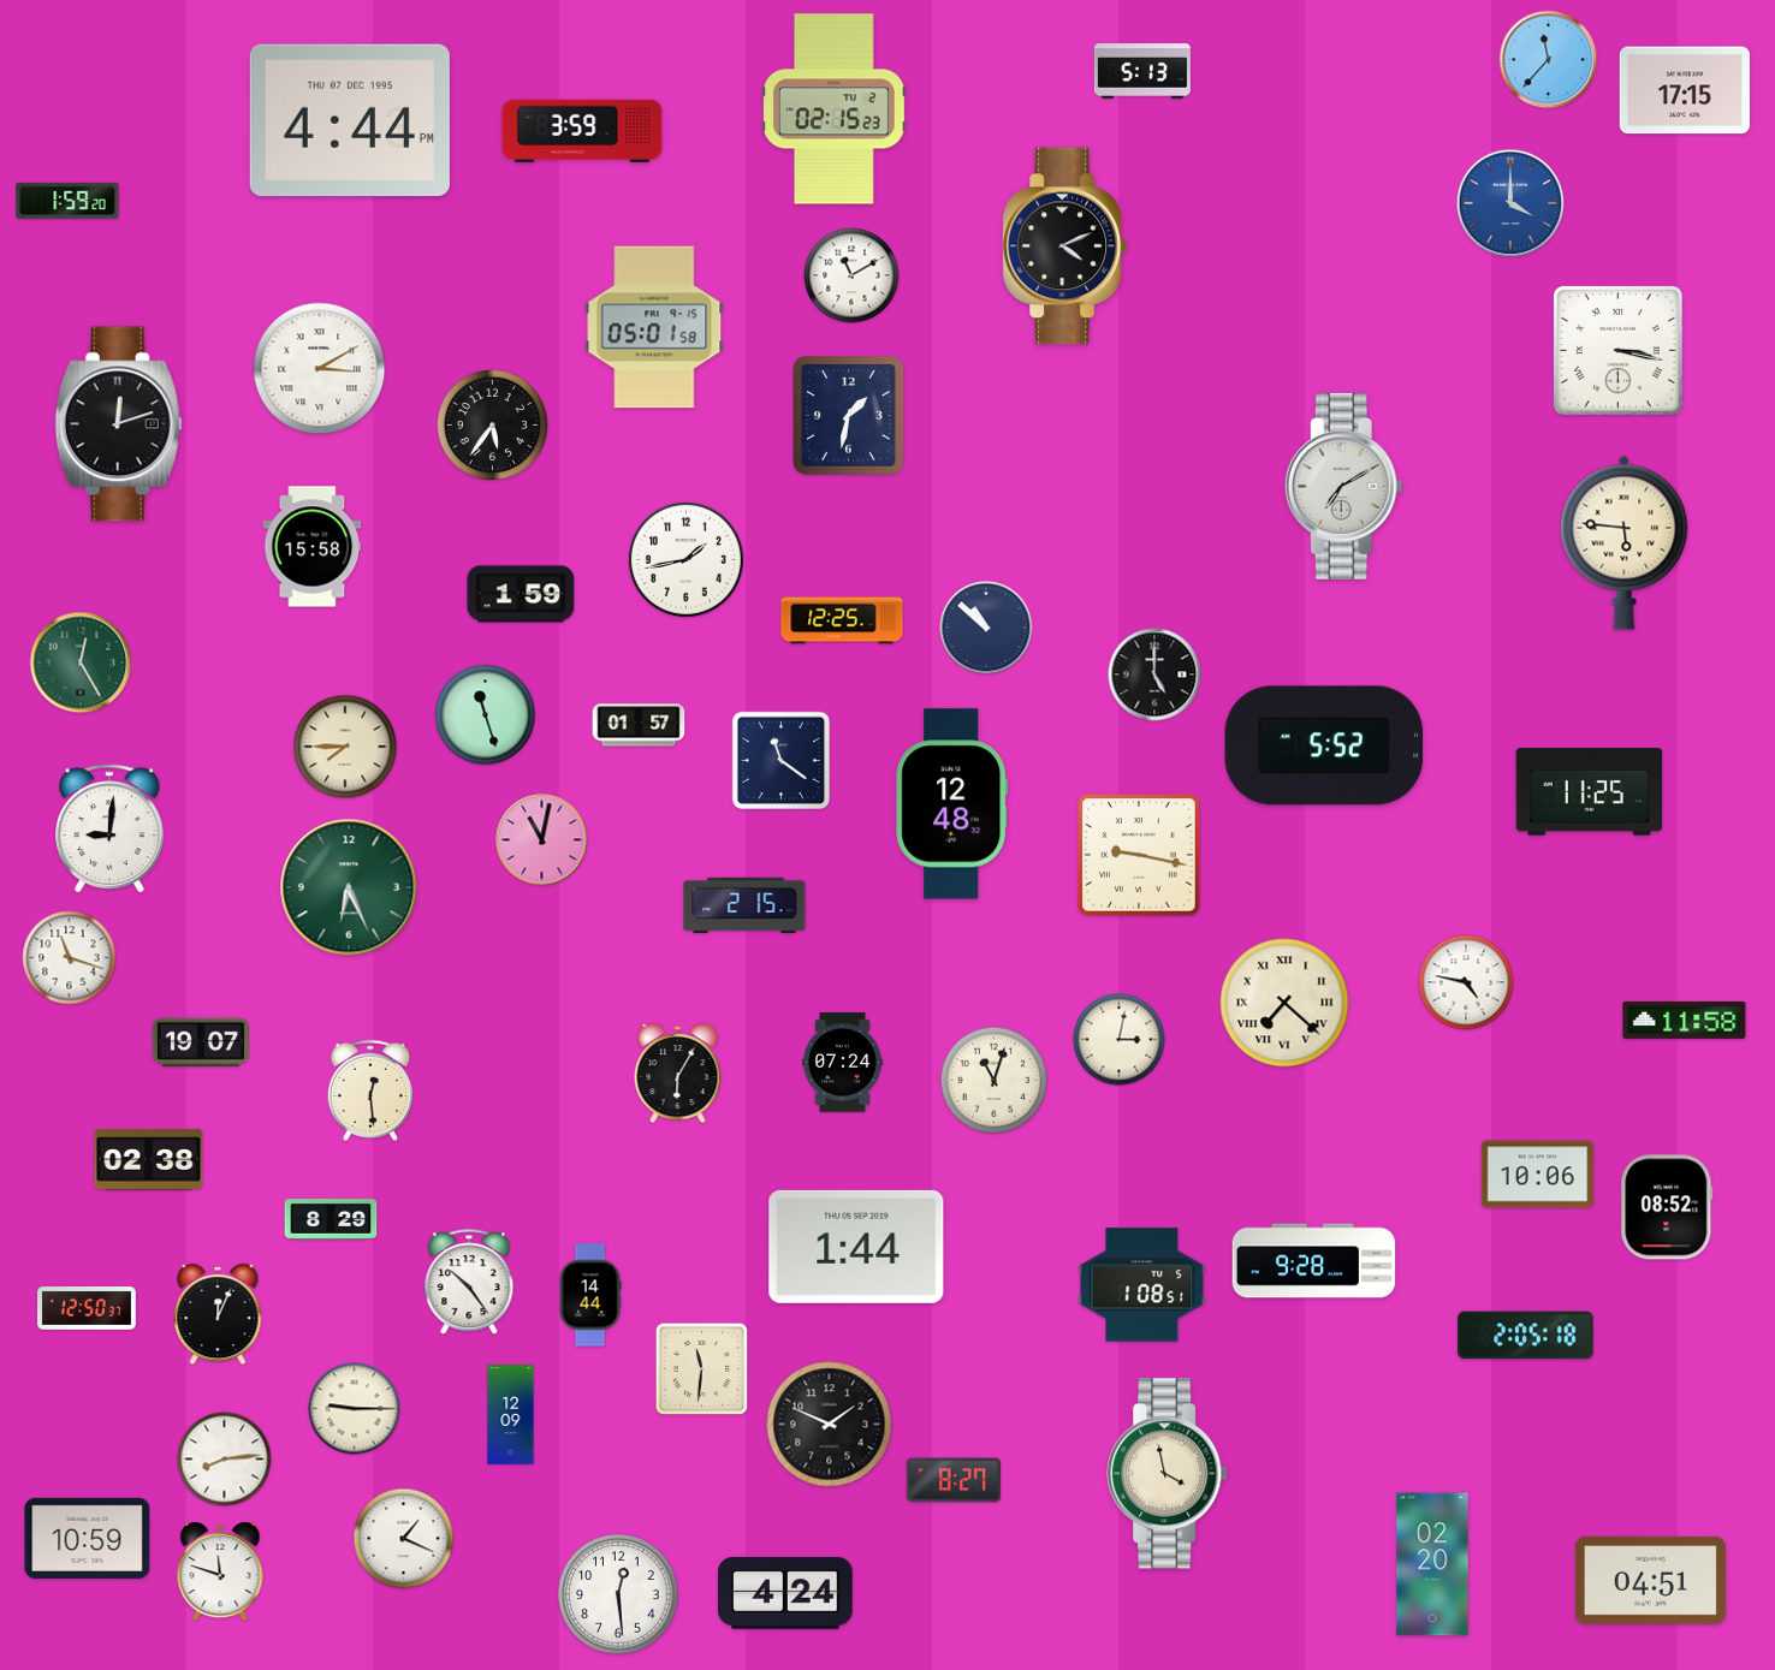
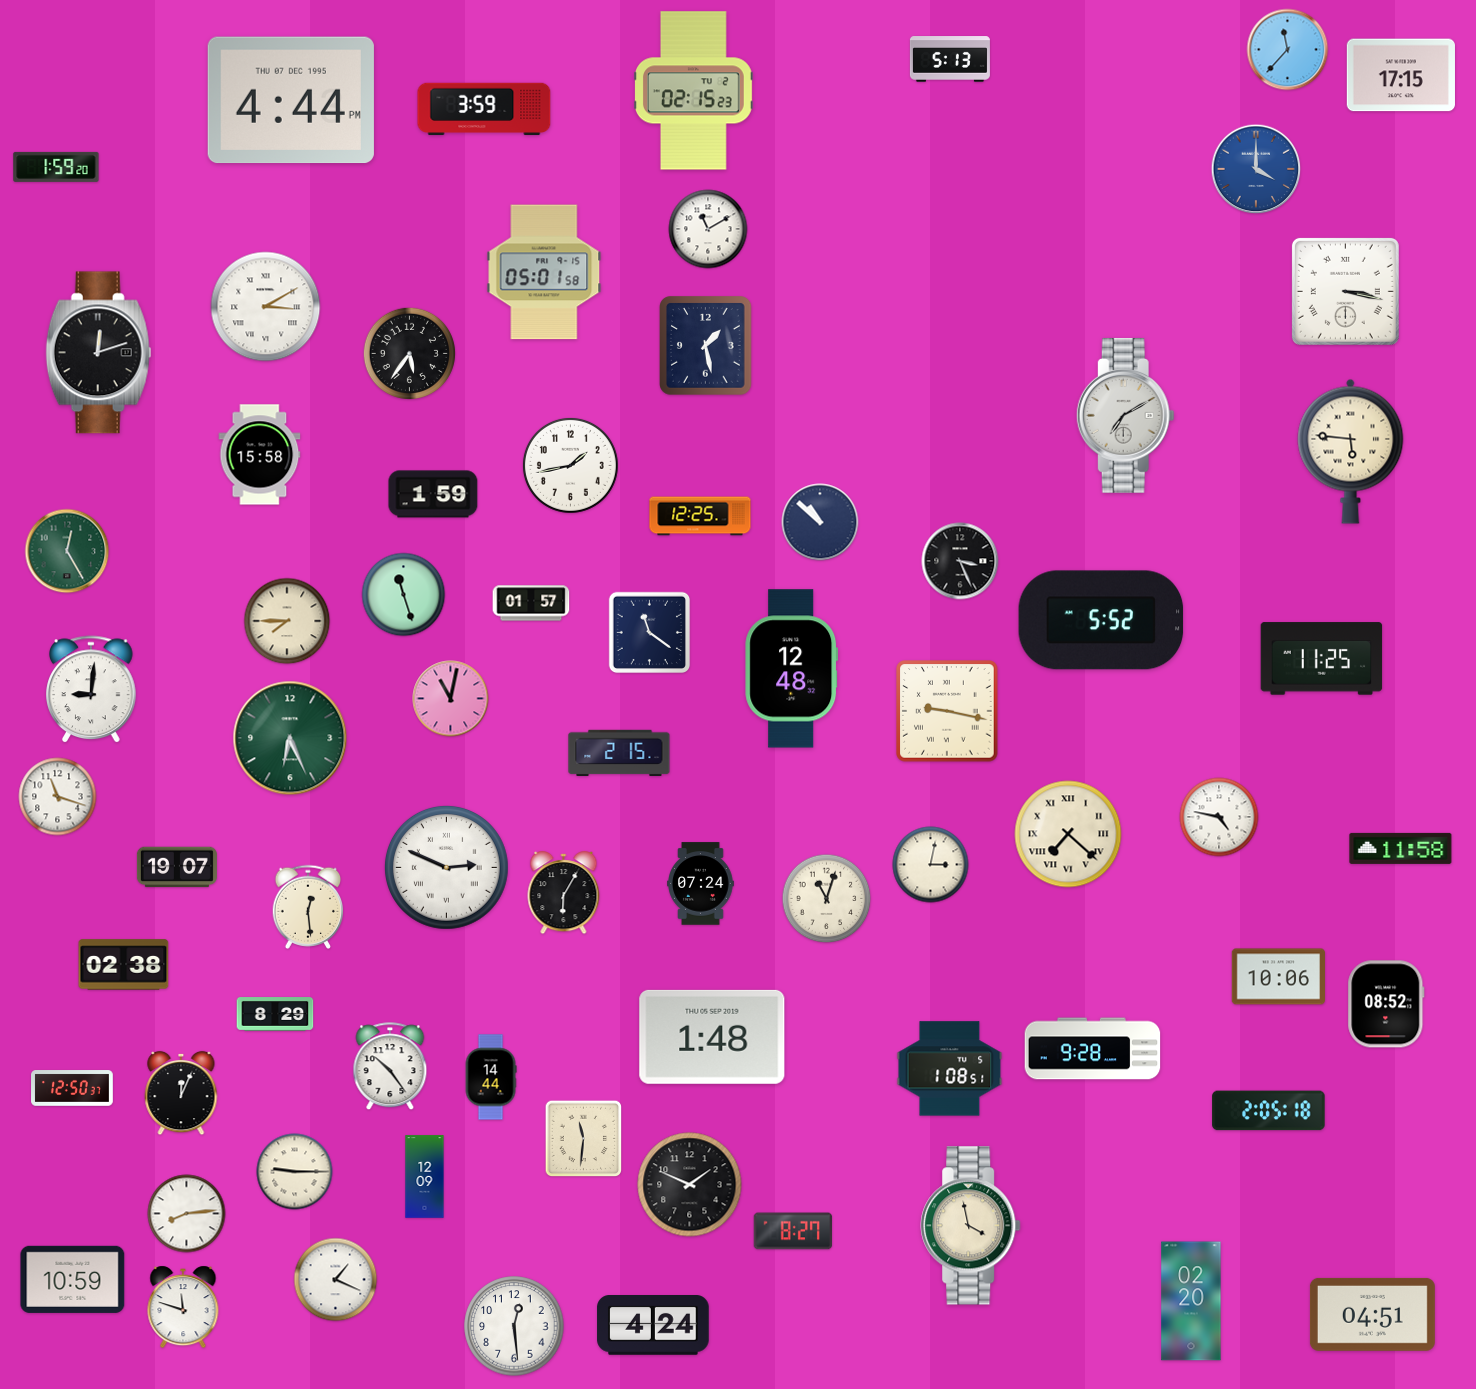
clock at (1064, 246): 4:11 -> none
clock at (849, 416): 1:32 -> 1:28
clock at (1343, 486) position: (1343, 486) -> (1125, 415)
clock at (1154, 674): 5:00 -> 3:26
clock at (201, 1042) position: (201, 1042) -> (177, 867)
clock at (446, 867): none -> 2:49
clock at (856, 1247): 1:44 -> 1:48
